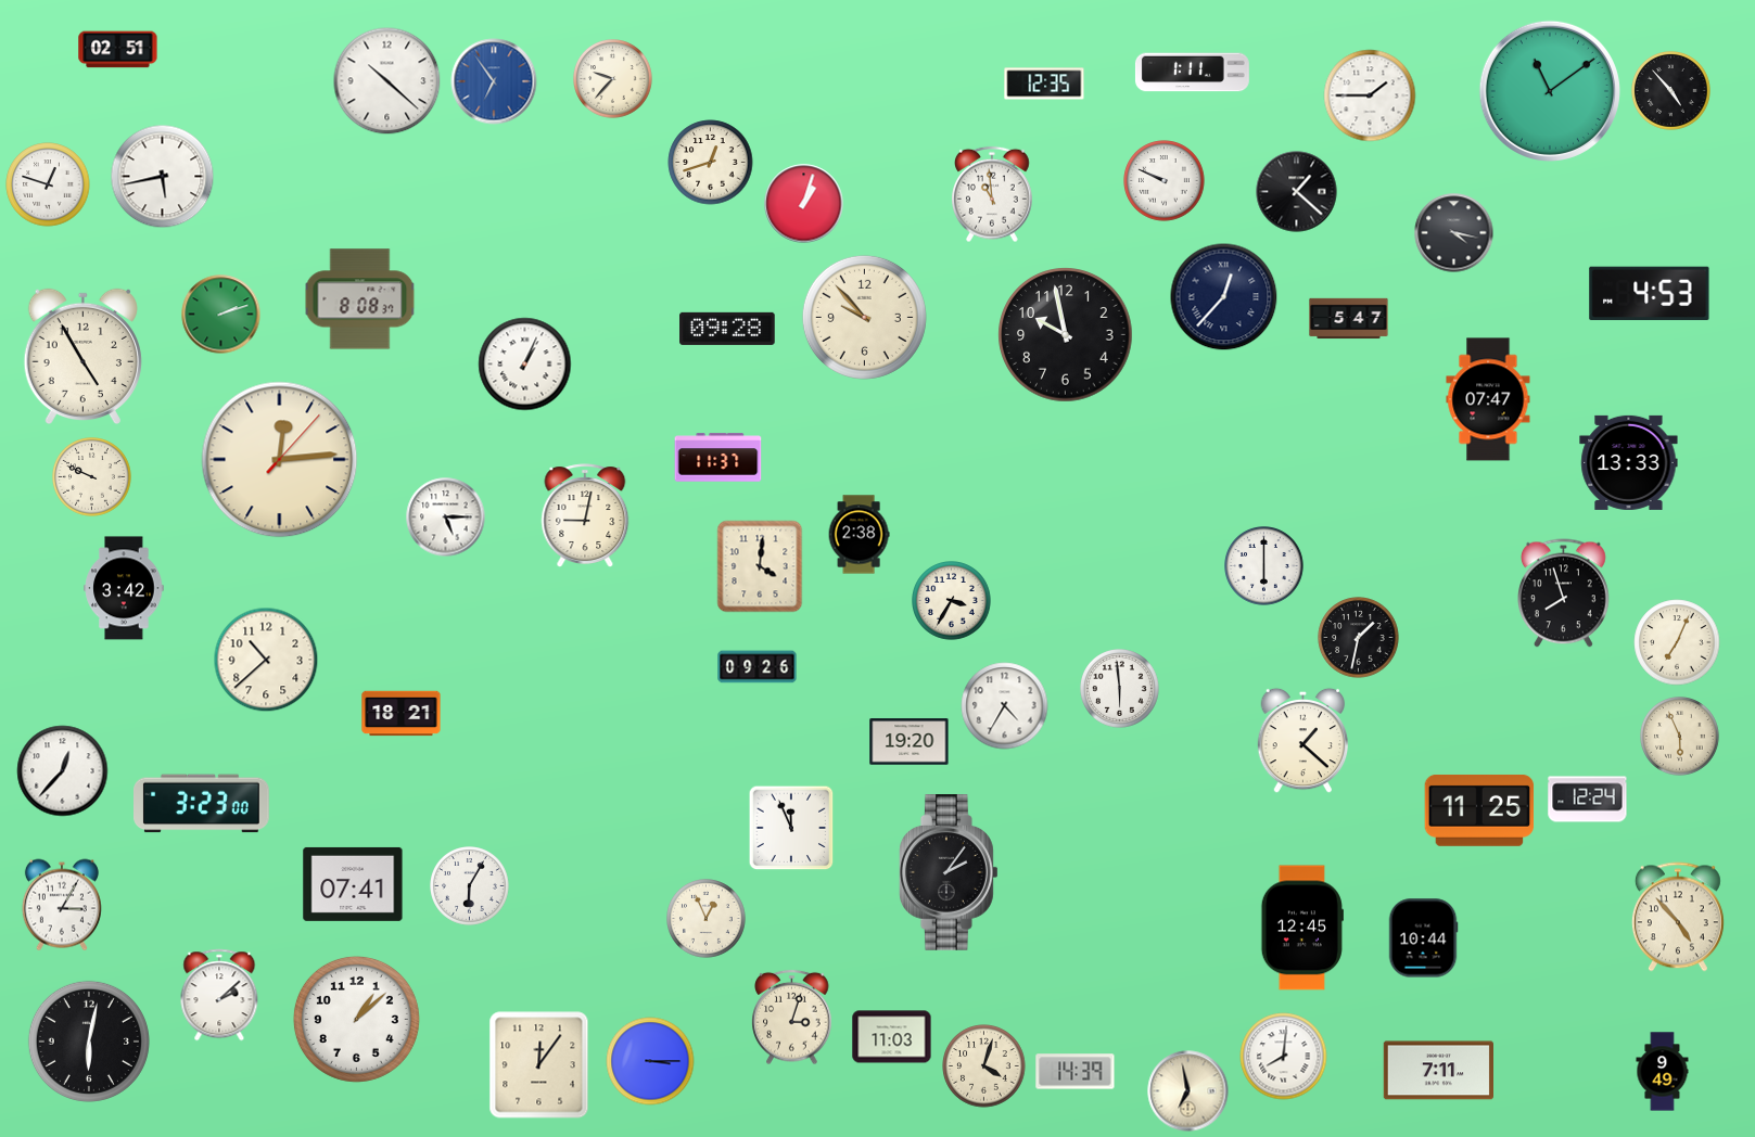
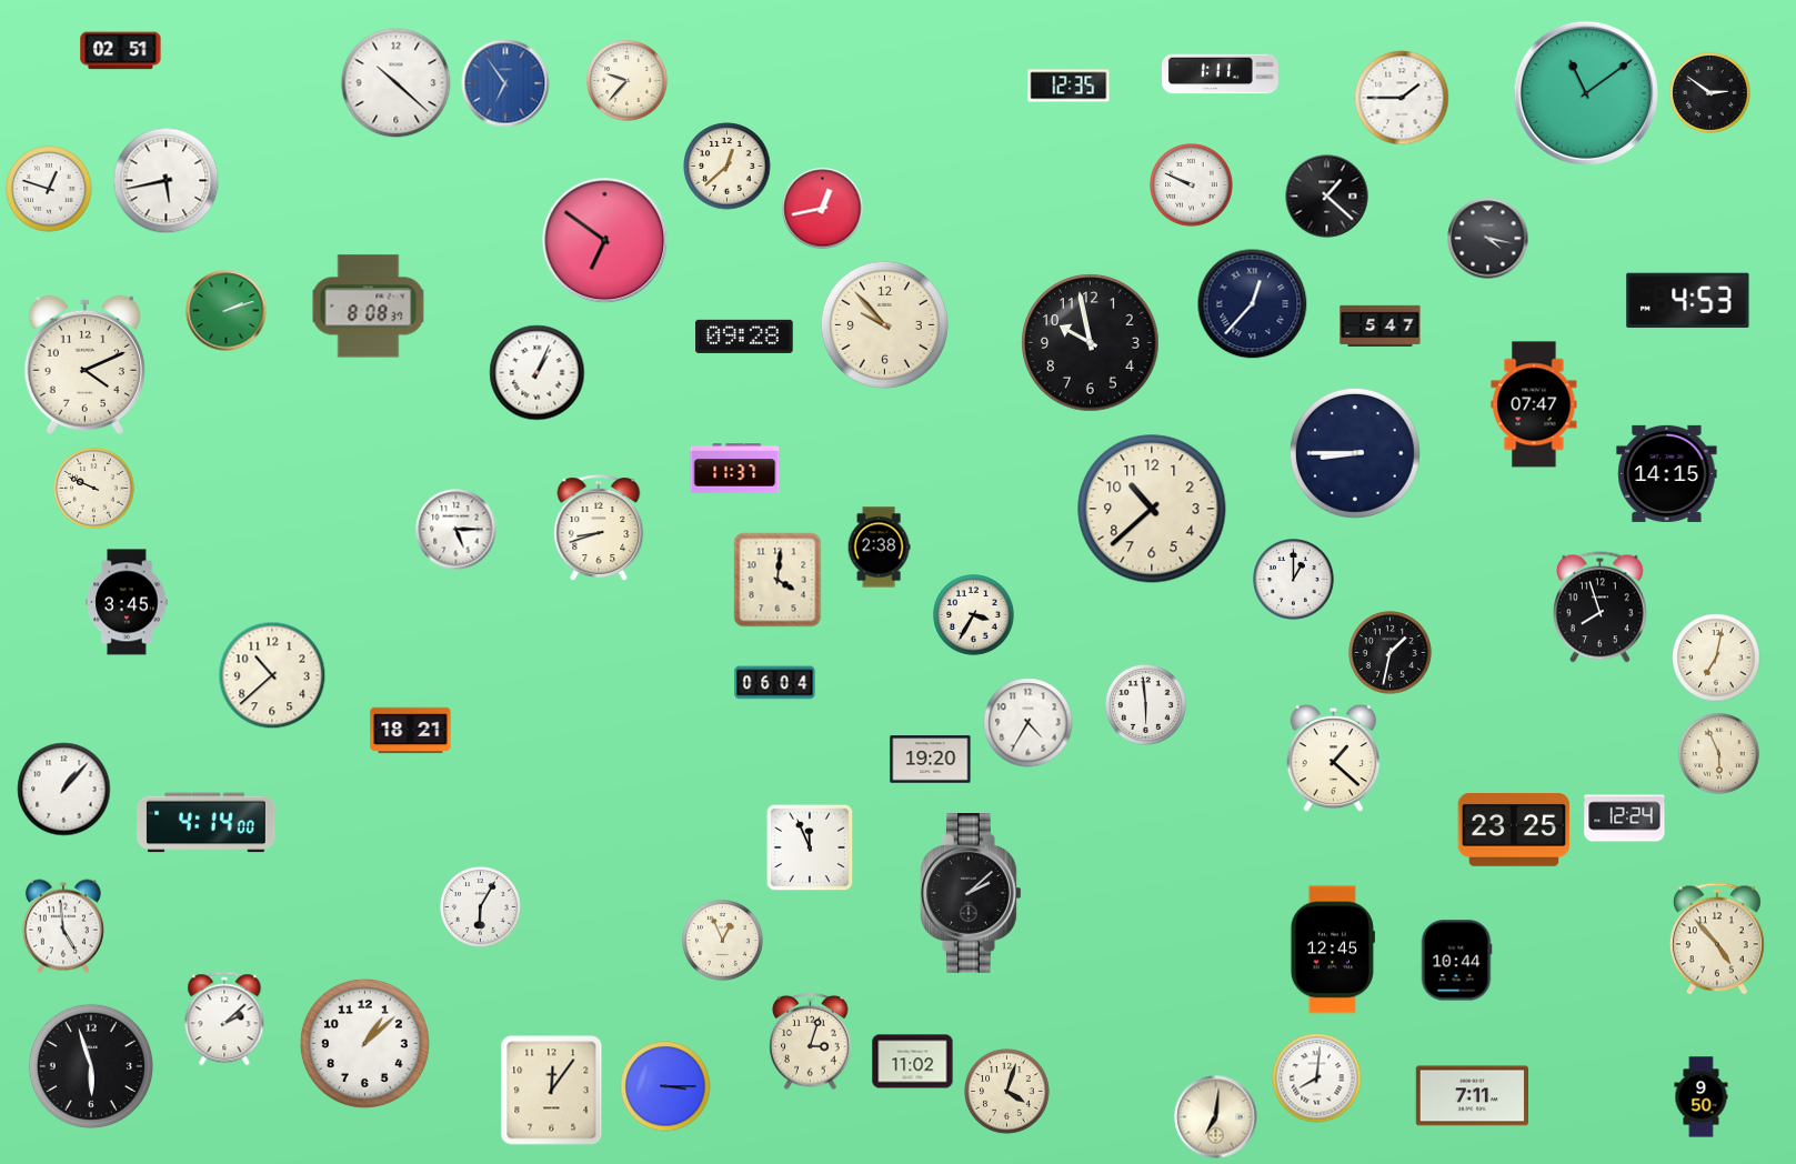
clock at (1671, 91): 4:53 -> 2:51
clock at (711, 163): 12:42 -> 12:38
clock at (993, 194): 10:59 -> none
clock at (804, 204): 1:03 -> 12:43
clock at (605, 241): none -> 6:51
clock at (221, 315) position: (221, 315) -> (227, 311)
clock at (82, 357): 4:55 -> 4:11
clock at (1488, 399) position: (1488, 399) -> (1534, 404)
clock at (1355, 453): none -> 8:45
clock at (280, 460): 12:14 -> none
clock at (1629, 462): 13:33 -> 14:15
clock at (1152, 509): none -> 10:38
clock at (585, 515): 9:02 -> 8:42
clock at (1264, 566): 6:00 -> 1:00
clock at (124, 588): 3:42 -> 3:45
clock at (1677, 642): 7:04 -> 7:02
clock at (758, 667): 09:26 -> 06:04
clock at (63, 771): 12:37 -> 1:07
clock at (202, 804): 3:23 -> 4:14
clock at (1479, 810): 11:25 -> 23:25
clock at (949, 873): 2:06 -> 2:08
clock at (353, 884): 07:41 -> none
clock at (62, 905): 3:05 -> 4:59
clock at (892, 1037): 11:03 -> 11:02
clock at (89, 1042): 6:02 -> 5:57
clock at (1284, 1057) position: (1284, 1057) -> (1317, 1078)
clock at (1076, 1072): 14:39 -> none
clock at (1663, 1072): 9:49 -> 9:50
clock at (1188, 1091): 6:58 -> 7:01
